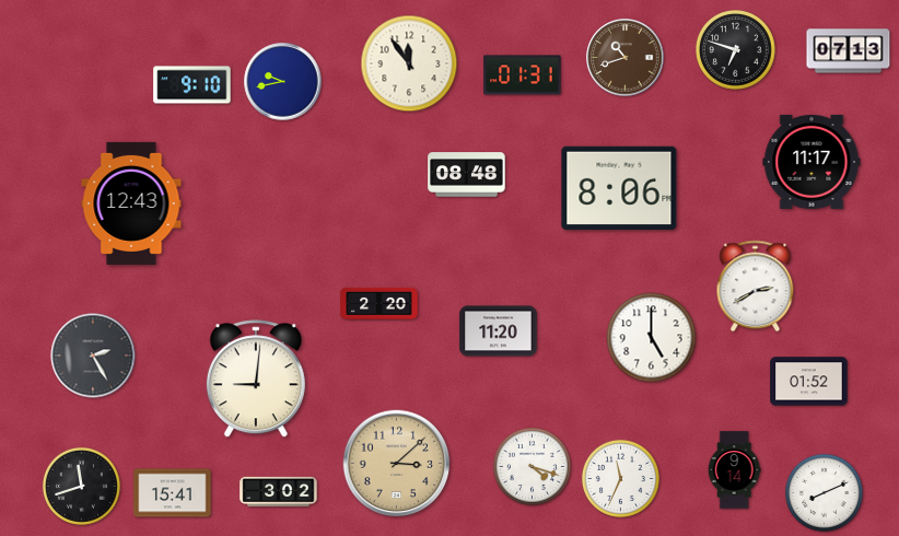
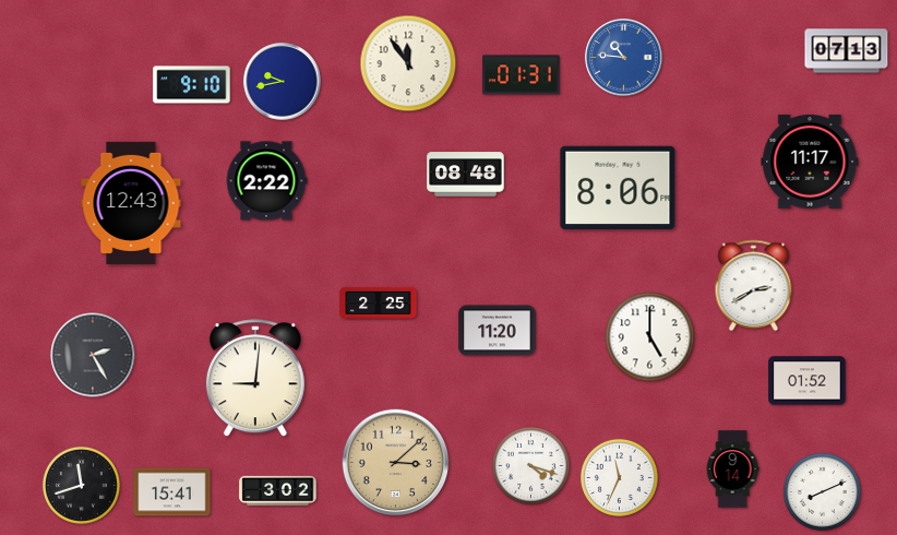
clock at (736, 50): 6:48 -> none
clock at (626, 58): 10:42 -> 10:46
clock at (626, 58) dial: brown -> blue
clock at (266, 181): none -> 2:22
clock at (380, 303): 2:20 -> 2:25
